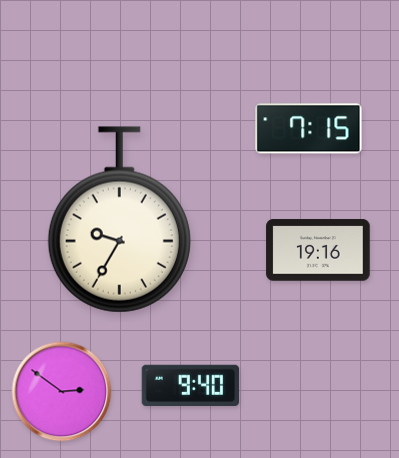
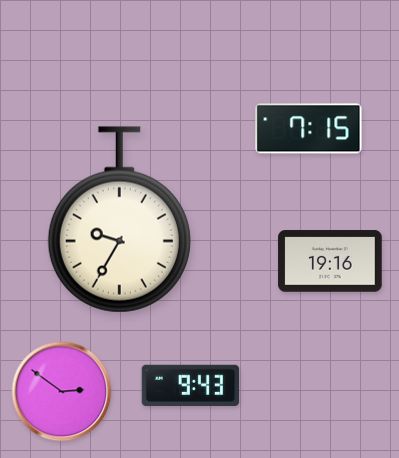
clock at (318, 250) position: (318, 250) -> (330, 261)
clock at (191, 385): 9:40 -> 9:43
